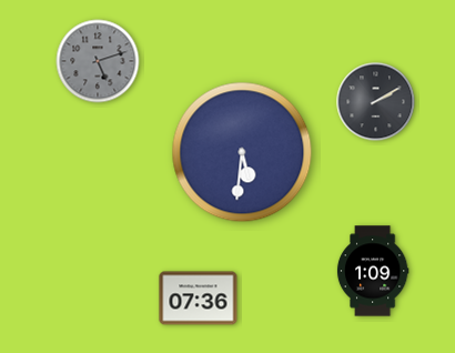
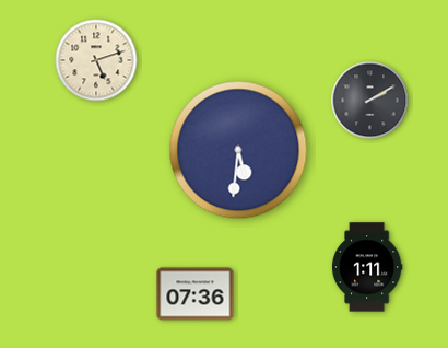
clock at (98, 61) dial: grey -> cream
clock at (373, 271): 1:09 -> 1:11
